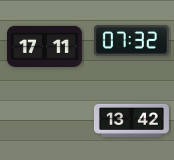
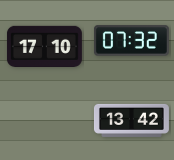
clock at (44, 46): 17:11 -> 17:10
